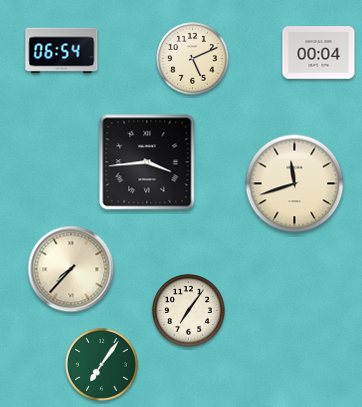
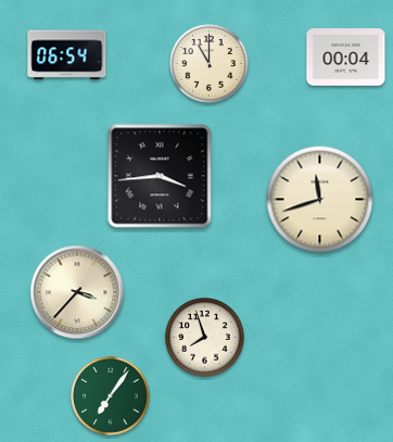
clock at (193, 59): 5:11 -> 11:00
clock at (71, 269): 7:37 -> 3:37
clock at (189, 311): 7:06 -> 7:57
